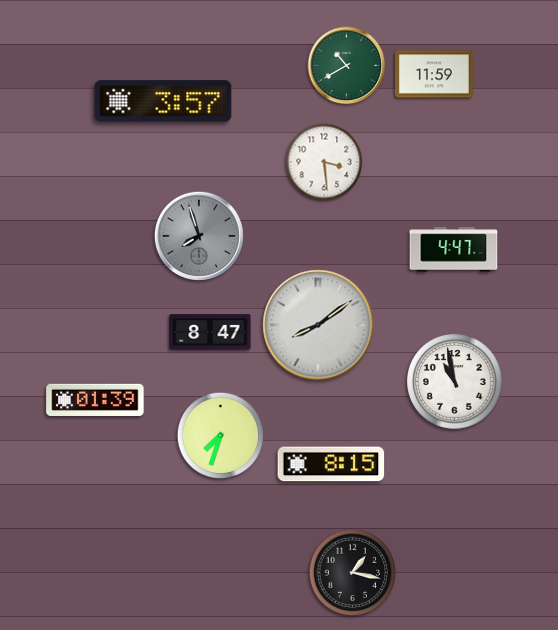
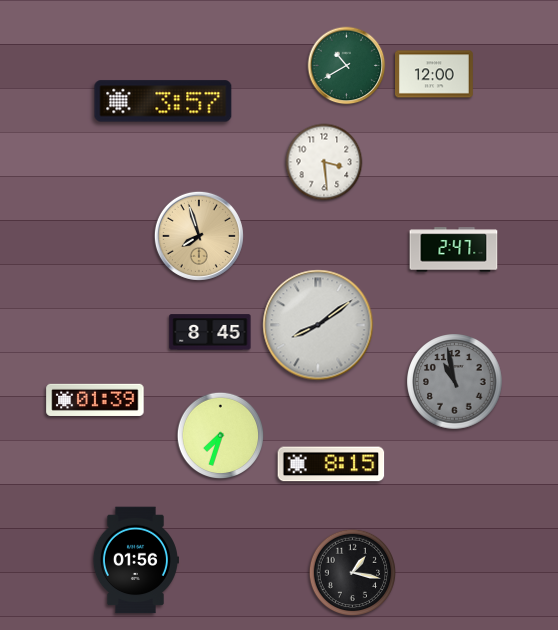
clock at (435, 74): 11:59 -> 12:00
clock at (199, 236) dial: grey -> champagne
clock at (454, 250): 4:47 -> 2:47
clock at (210, 332): 8:47 -> 8:45
clock at (455, 382) dial: white -> grey
clock at (135, 560): none -> 01:56
